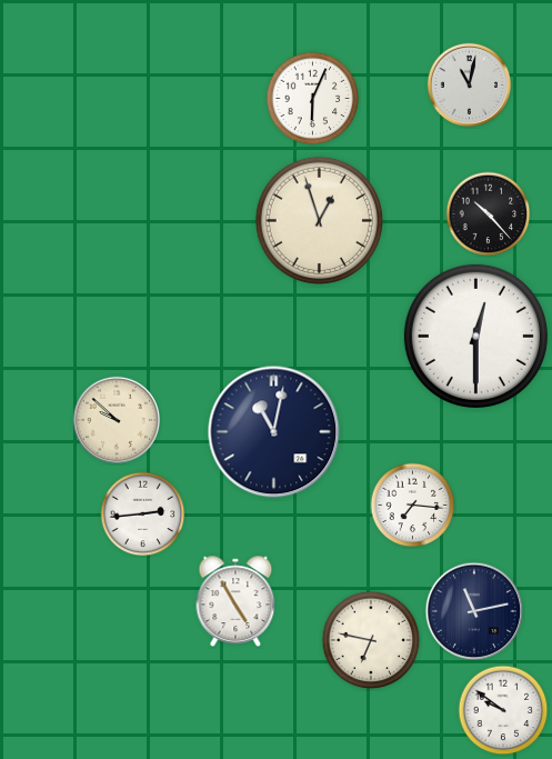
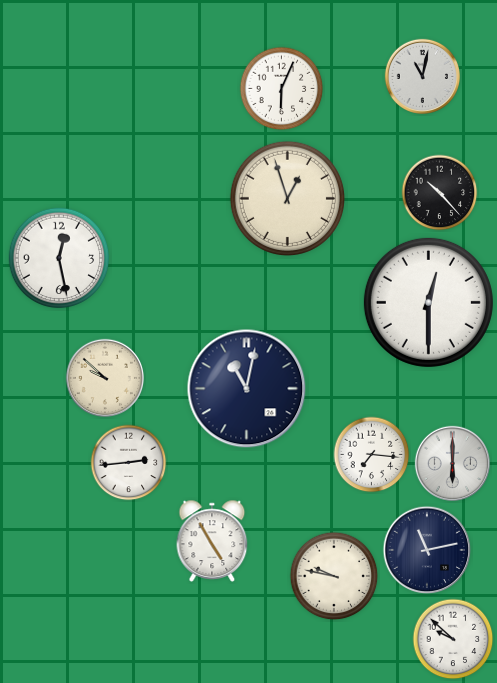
clock at (59, 258): none -> 12:28
clock at (452, 463): none -> 6:00
clock at (371, 640): 6:47 -> 9:47
clock at (503, 710): 9:51 -> 9:52
